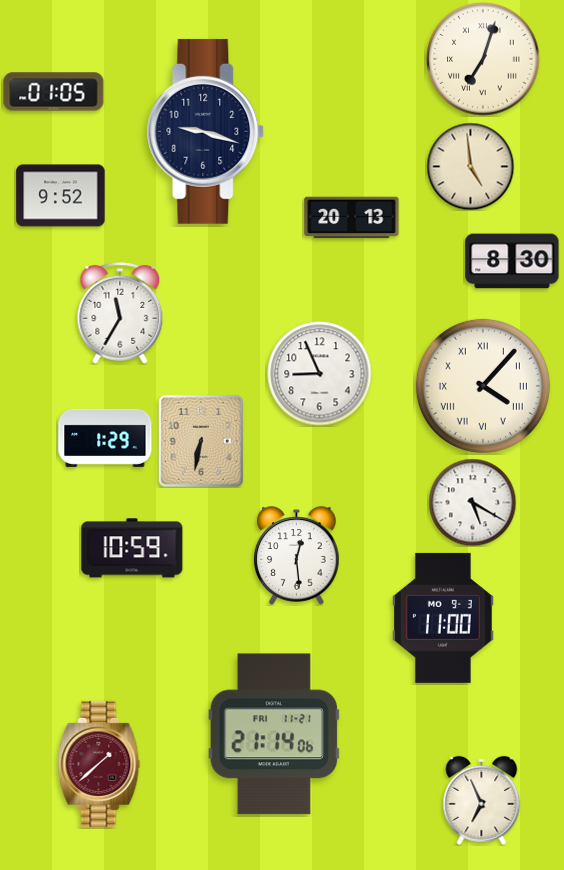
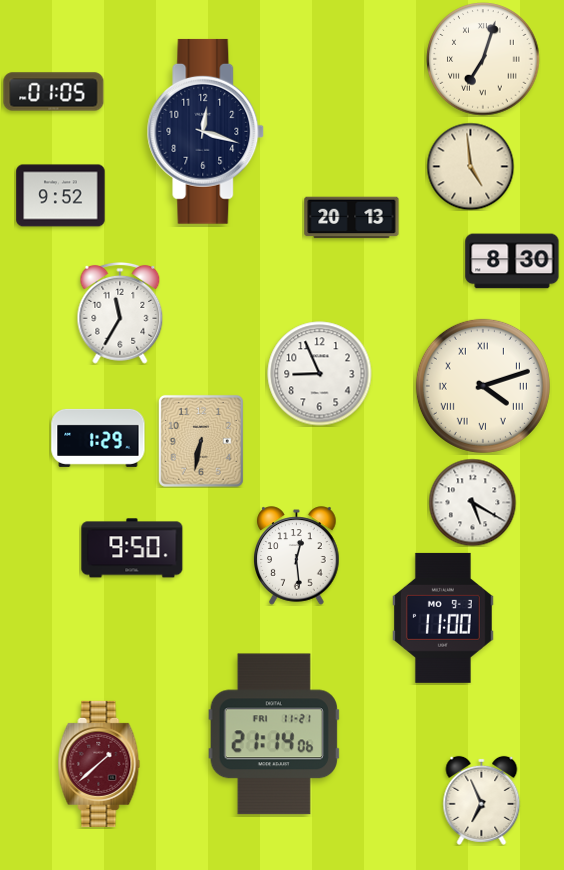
clock at (206, 131): 9:18 -> 12:18
clock at (483, 386): 4:07 -> 4:12
clock at (105, 438) position: (105, 438) -> (98, 438)
clock at (132, 548): 10:59 -> 9:50
